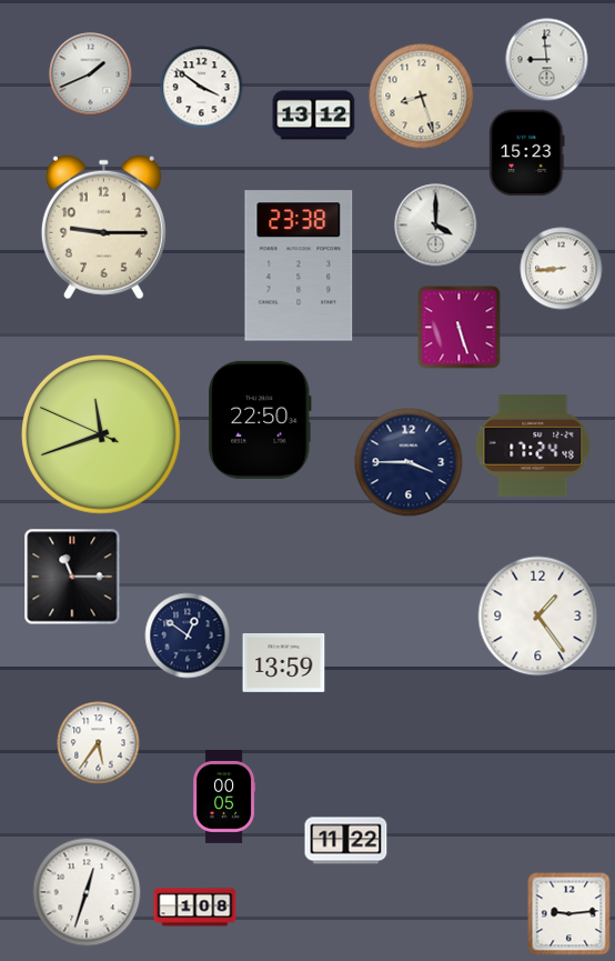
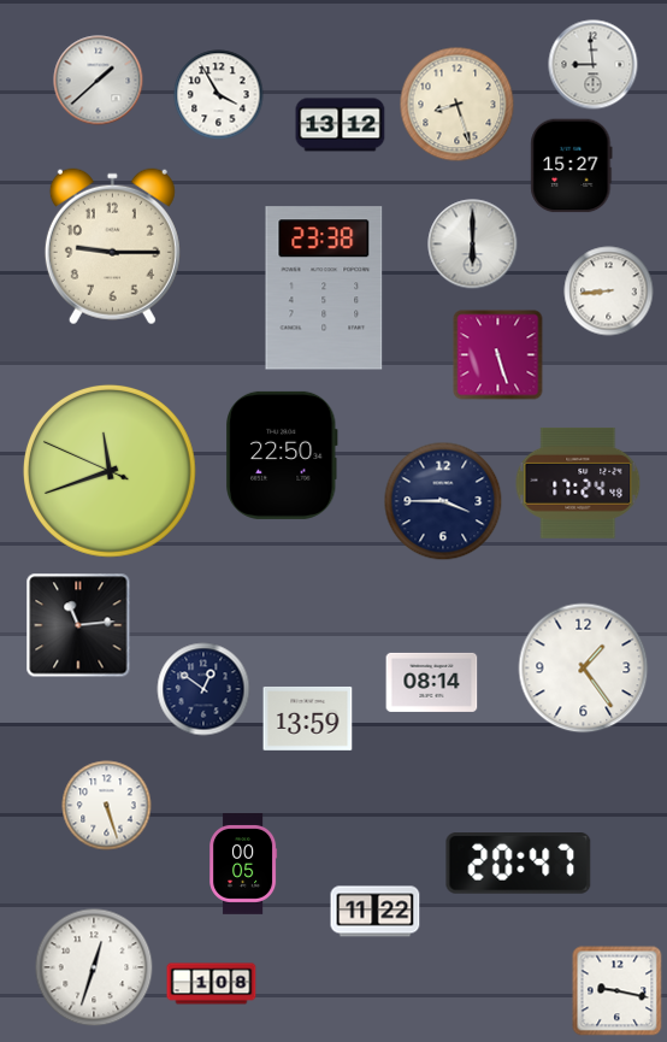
clock at (91, 74): 1:41 -> 1:38
clock at (202, 88): 3:51 -> 3:55
clock at (527, 153): 15:23 -> 15:27
clock at (436, 226): 4:00 -> 6:00
clock at (72, 577): 11:15 -> 11:14
clock at (432, 682): none -> 08:14
clock at (99, 743): 5:36 -> 5:27
clock at (519, 864): none -> 20:47
clock at (569, 914): 9:14 -> 9:17
